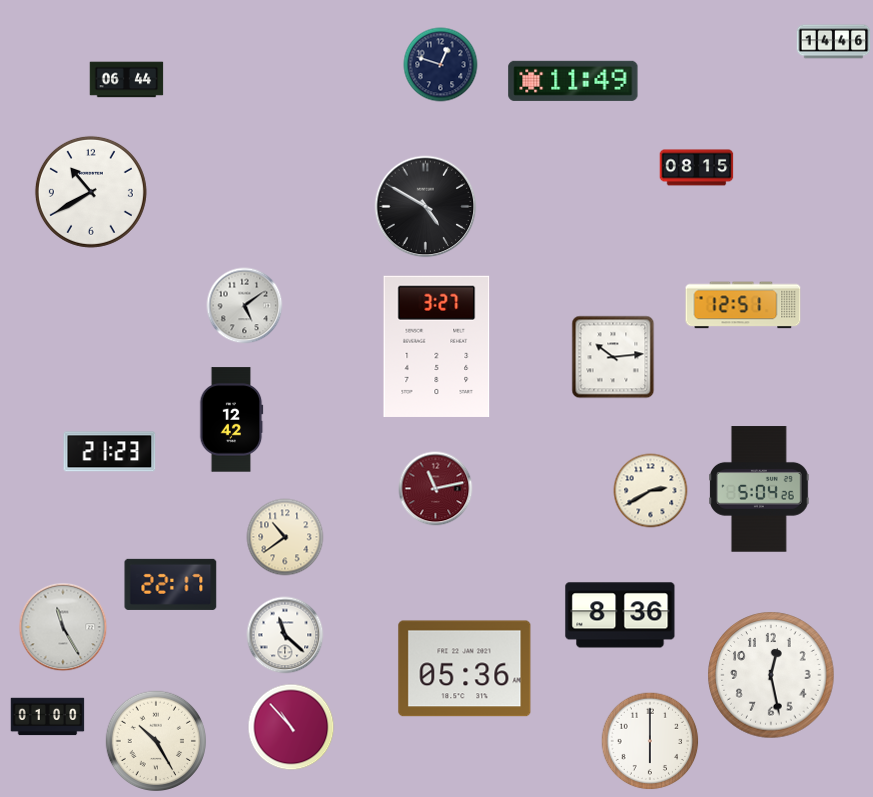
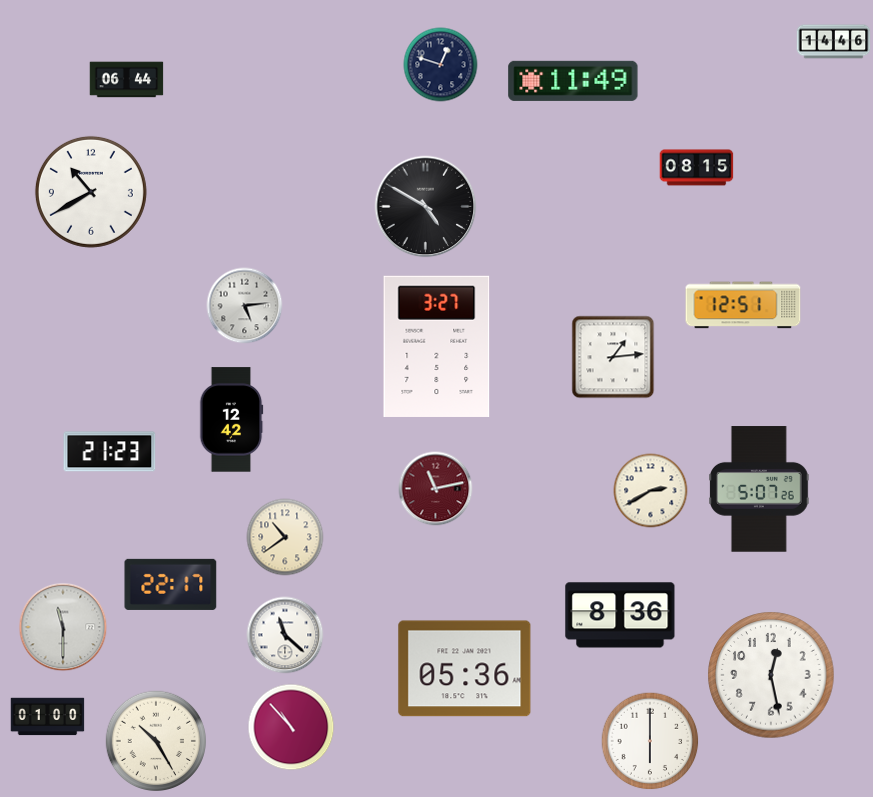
clock at (245, 306): 5:09 -> 5:14
clock at (613, 357): 10:14 -> 1:14
clock at (760, 489): 5:04 -> 5:07
clock at (63, 627): 11:25 -> 11:30
